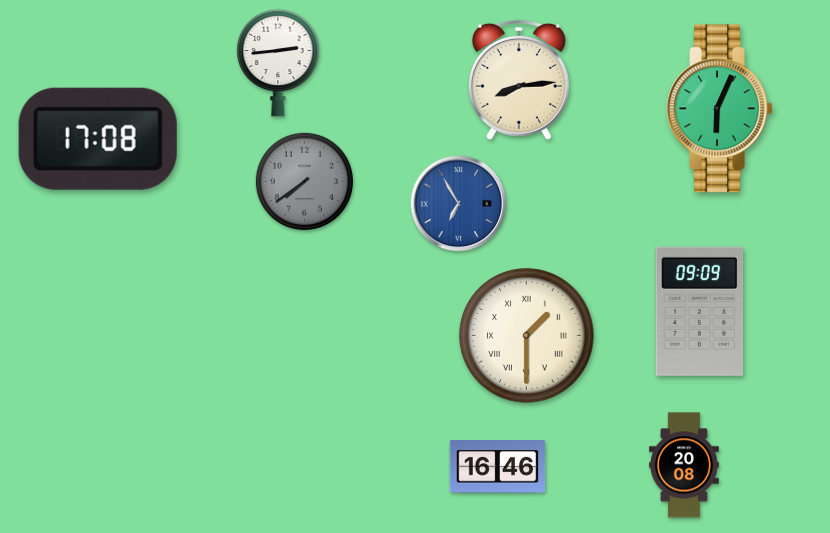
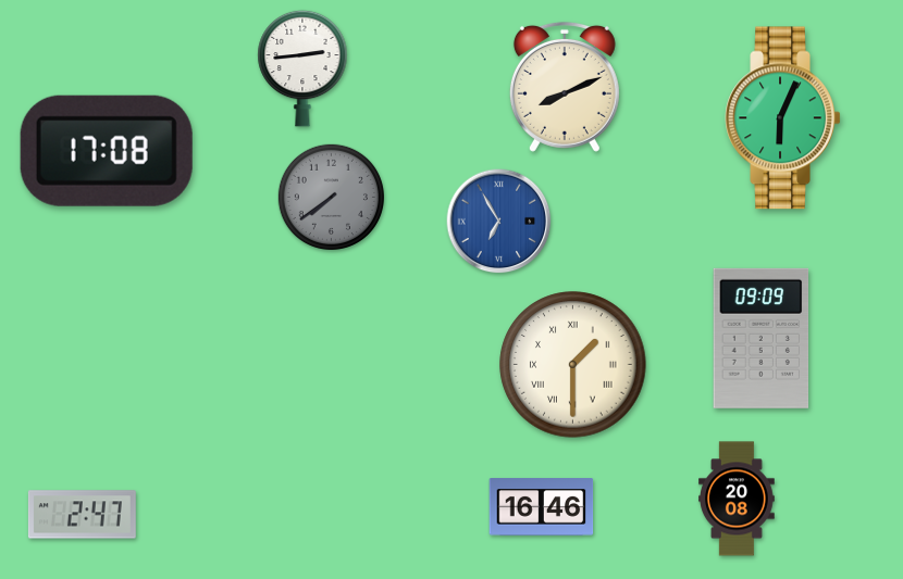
clock at (519, 80): 8:14 -> 8:11
clock at (685, 465) position: (685, 465) -> (738, 499)
clock at (82, 515): none -> 2:47
